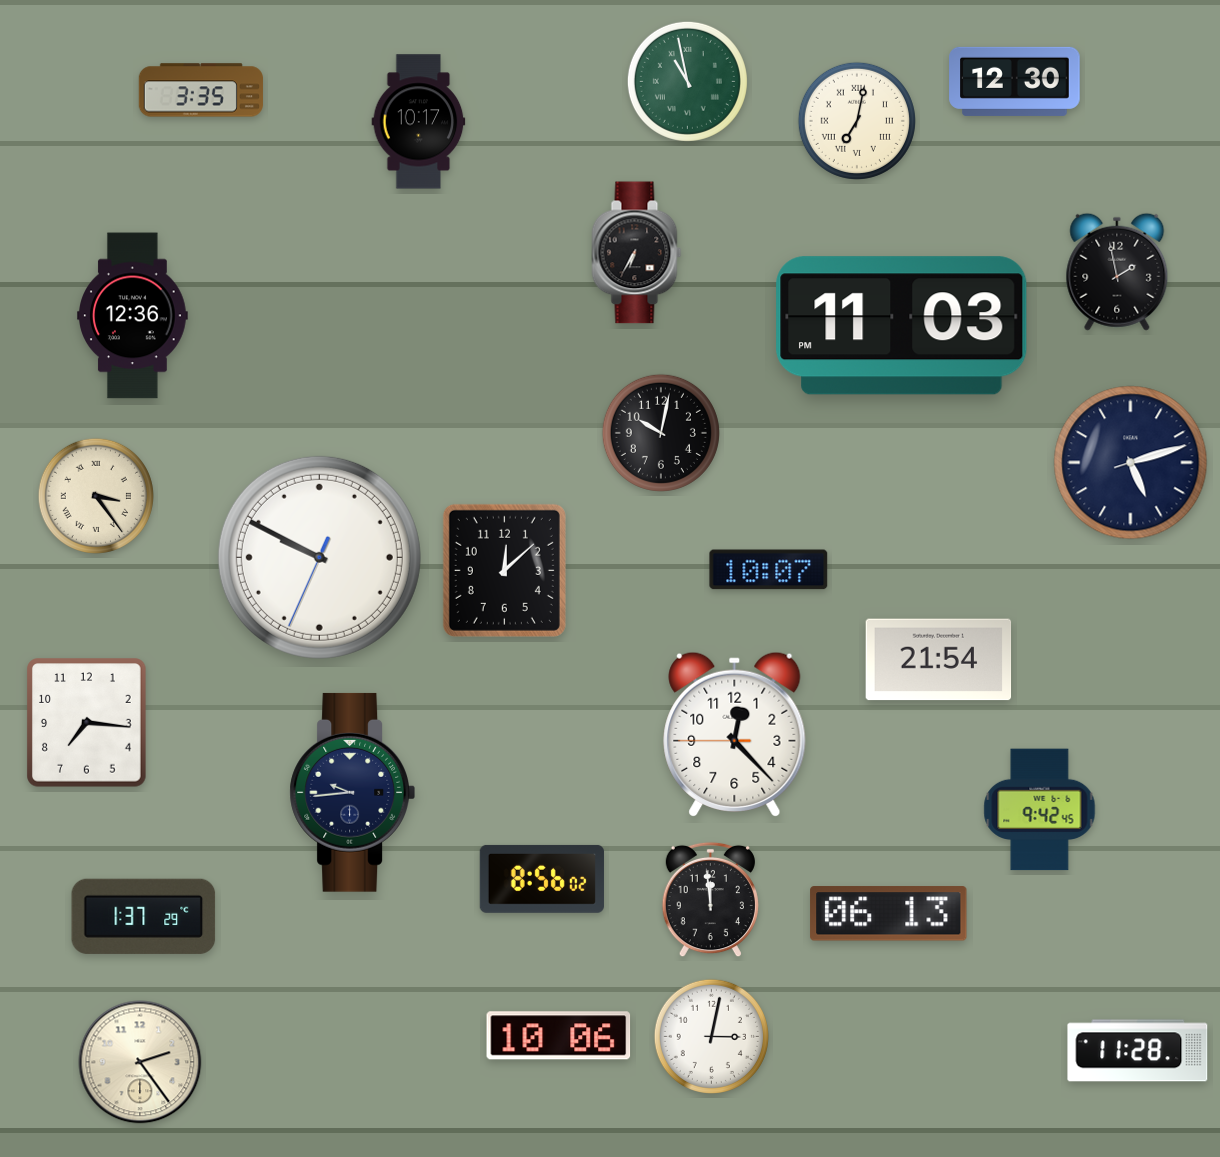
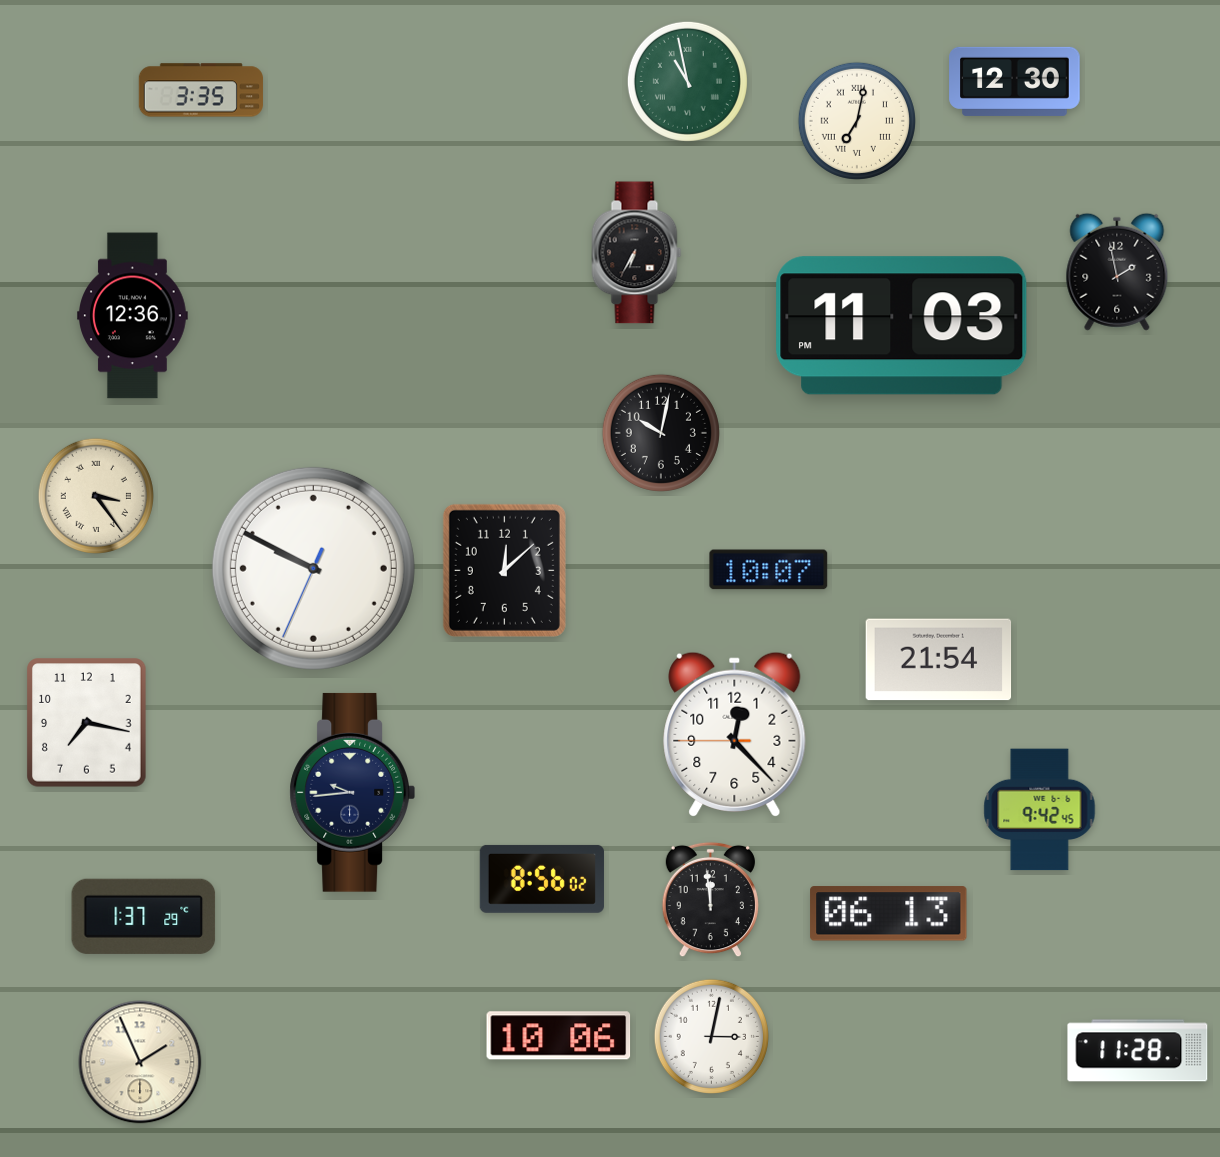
clock at (419, 122): 10:17 -> none
clock at (1131, 463): 5:12 -> none
clock at (319, 557) position: (319, 557) -> (313, 568)
clock at (87, 723): 7:16 -> 7:17
clock at (140, 1062): 2:24 -> 1:56
